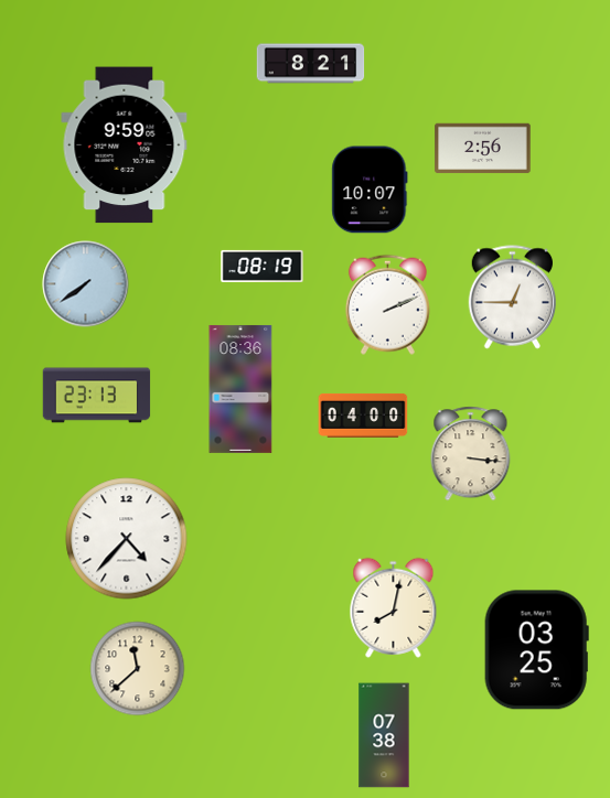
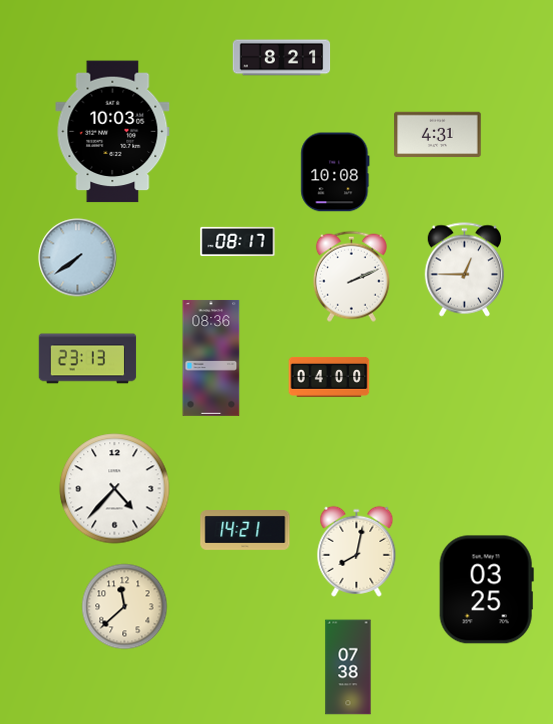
clock at (125, 145): 9:59 -> 10:03
clock at (483, 149): 2:56 -> 4:31
clock at (370, 190): 10:07 -> 10:08
clock at (263, 266): 08:19 -> 08:17
clock at (240, 389) position: (240, 389) -> (211, 358)
clock at (471, 454): 3:16 -> none
clock at (245, 531): none -> 14:21
